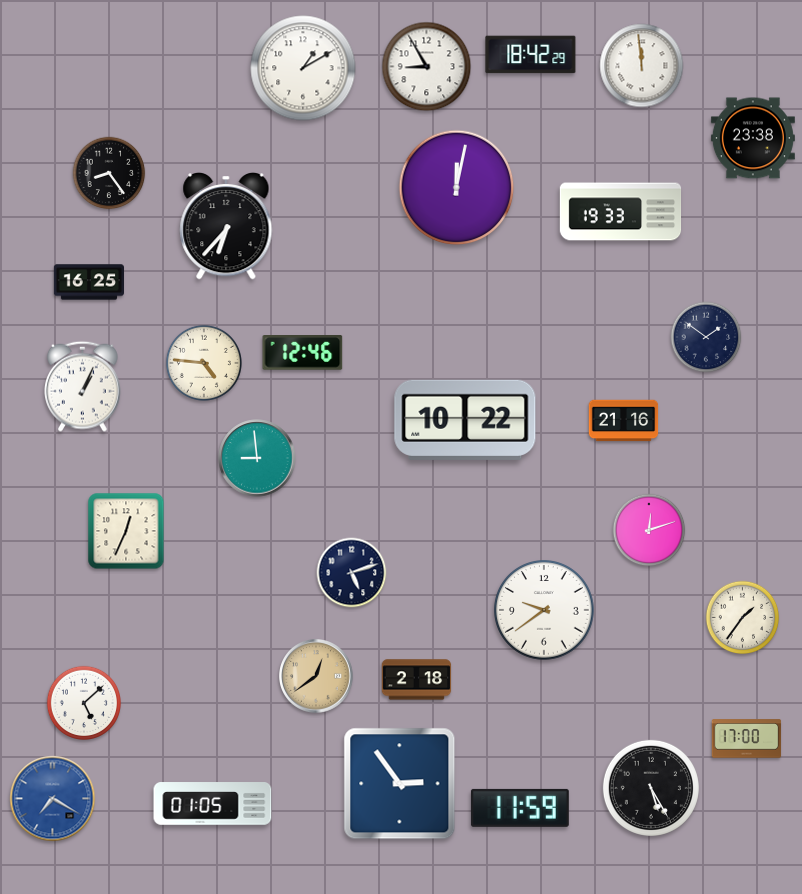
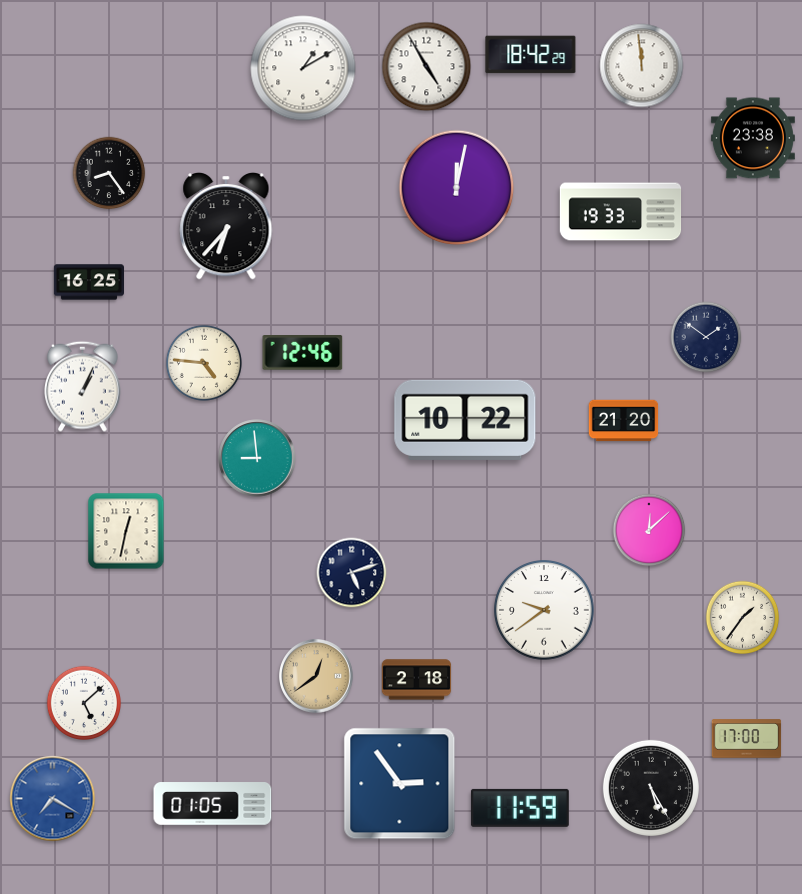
clock at (427, 67): 8:55 -> 4:55
clock at (624, 421): 21:16 -> 21:20
clock at (649, 530): 12:12 -> 12:08
clock at (126, 531): 12:34 -> 12:32
